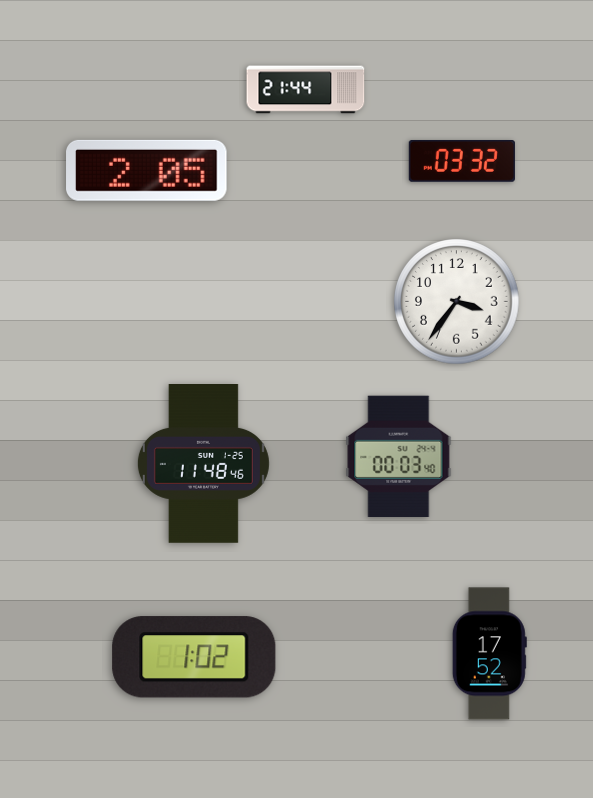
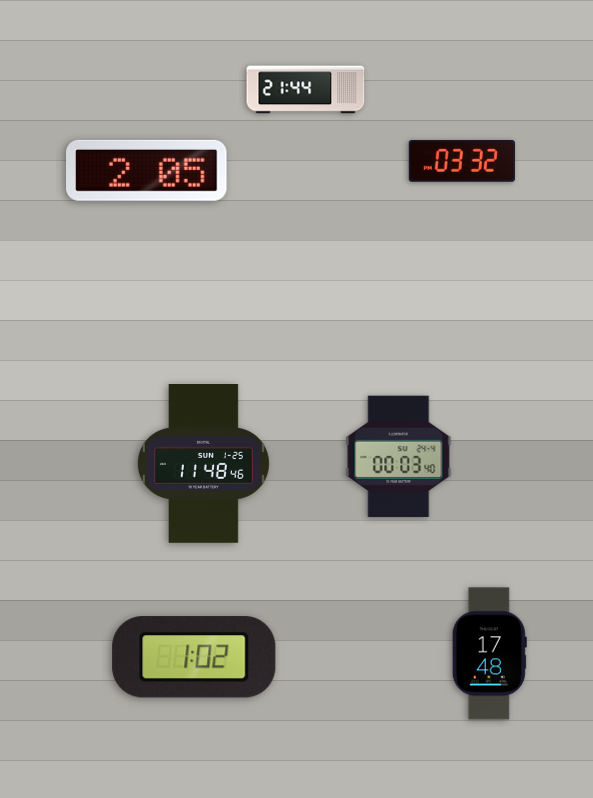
clock at (457, 302): 3:36 -> none
clock at (489, 654): 17:52 -> 17:48
